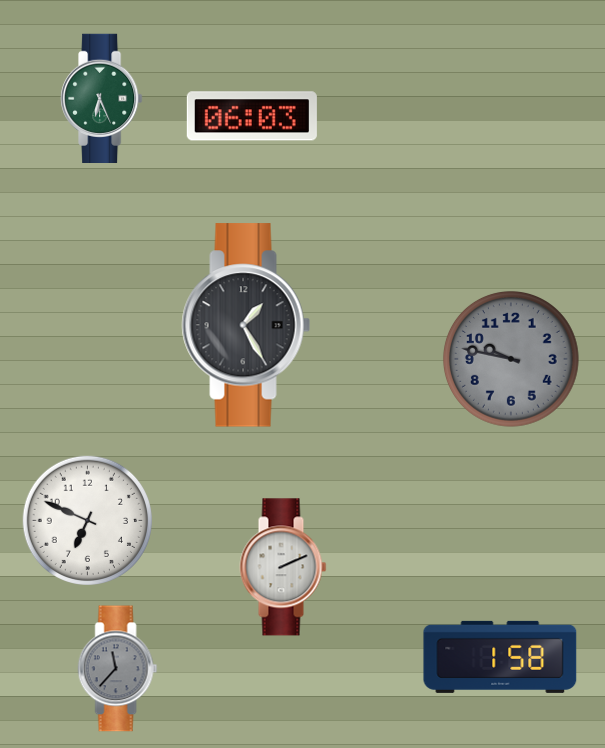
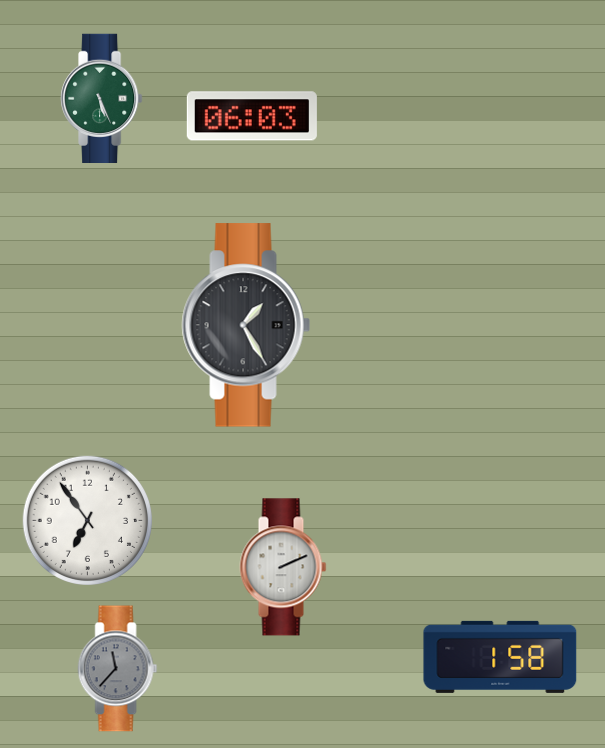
clock at (102, 98): 6:26 -> 5:26
clock at (511, 359): 9:47 -> none
clock at (87, 520): 6:49 -> 6:54
